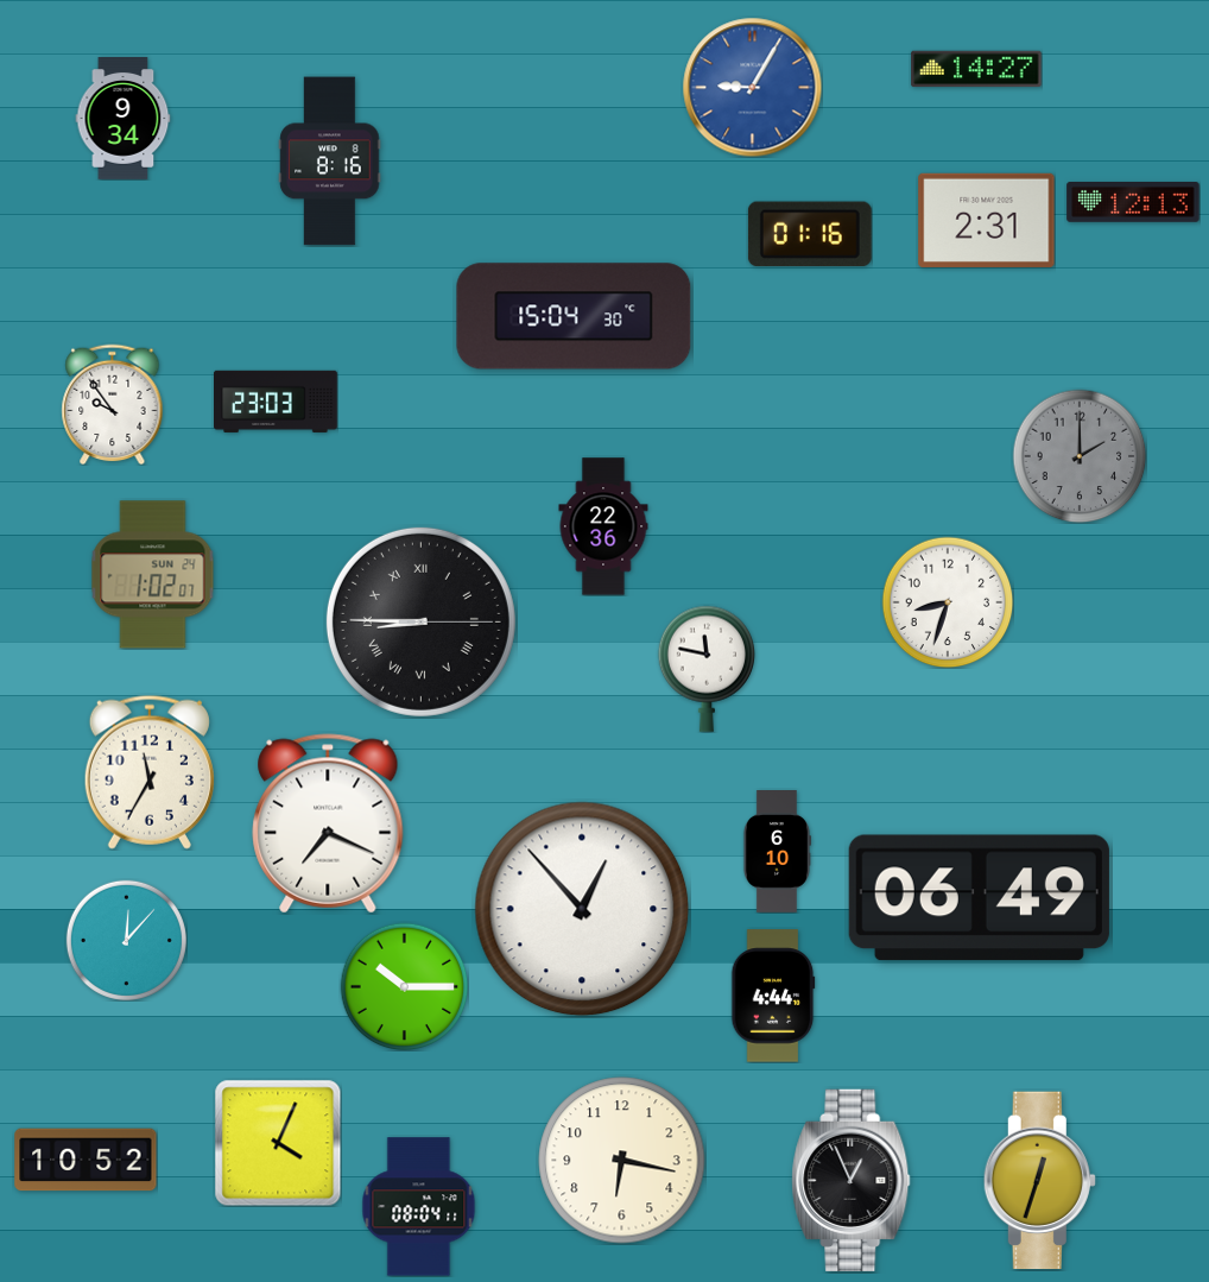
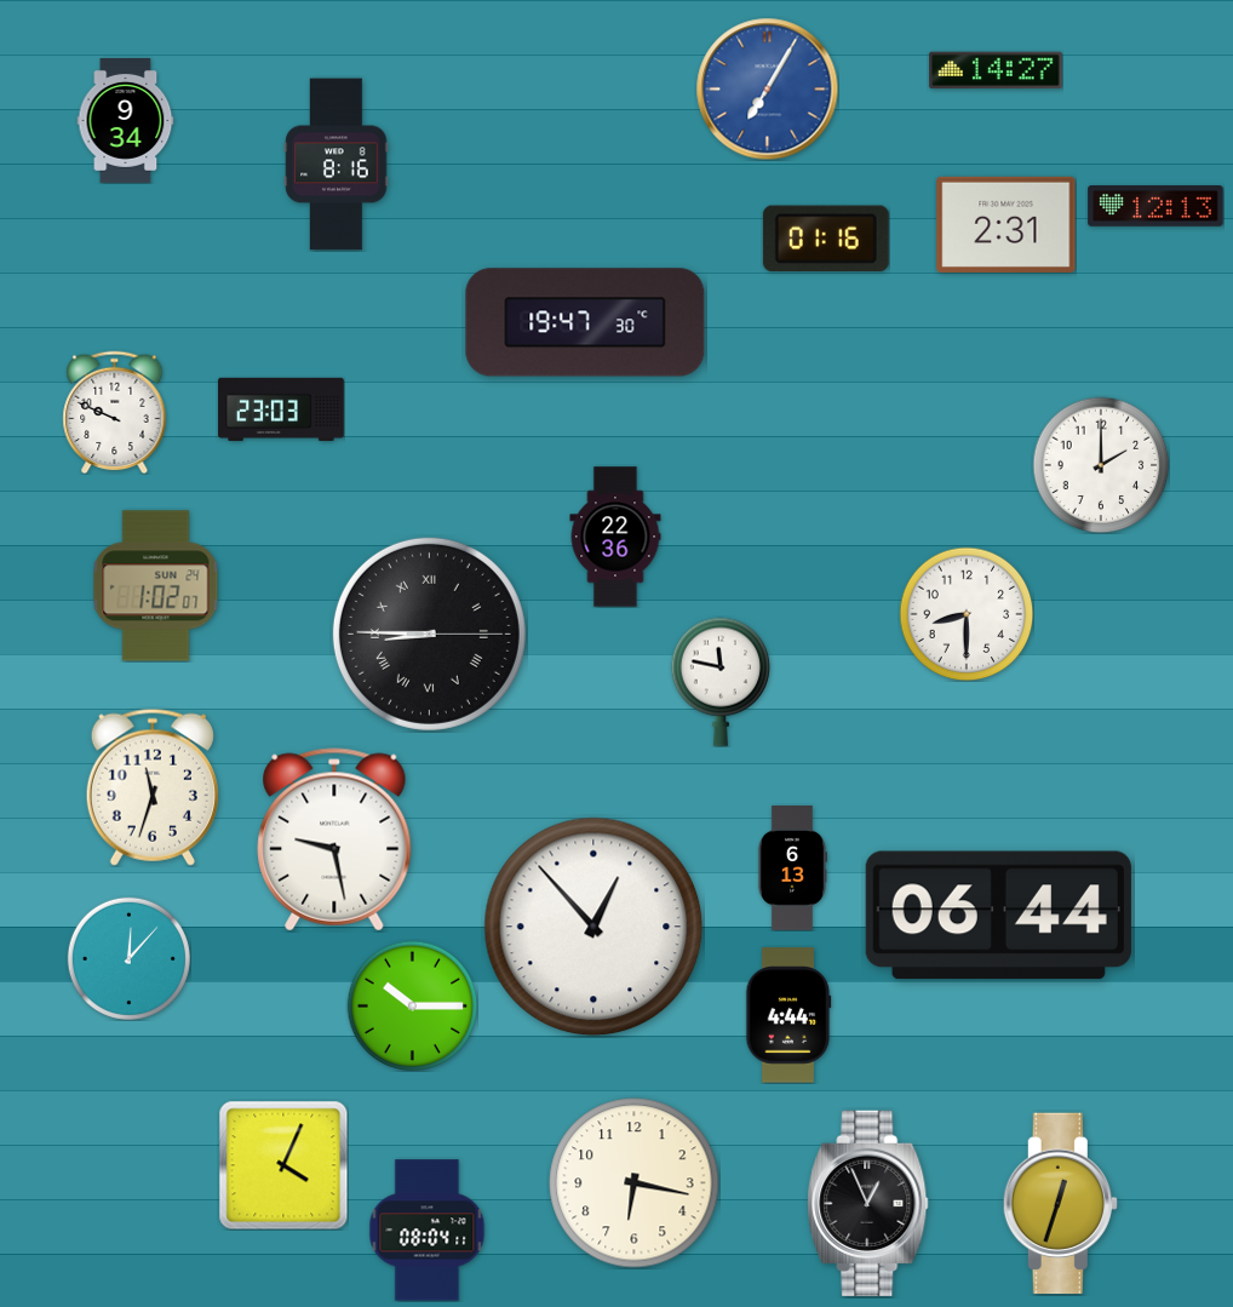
clock at (752, 87): 9:05 -> 7:05
clock at (574, 316): 15:04 -> 19:47
clock at (113, 404): 9:54 -> 9:49
clock at (1080, 456) dial: grey -> white
clock at (948, 602): 8:33 -> 8:30
clock at (150, 772): 11:35 -> 11:33
clock at (328, 823): 7:19 -> 9:28
clock at (776, 852): 6:10 -> 6:13
clock at (979, 898): 06:49 -> 06:44
clock at (86, 1160): 10:52 -> none
